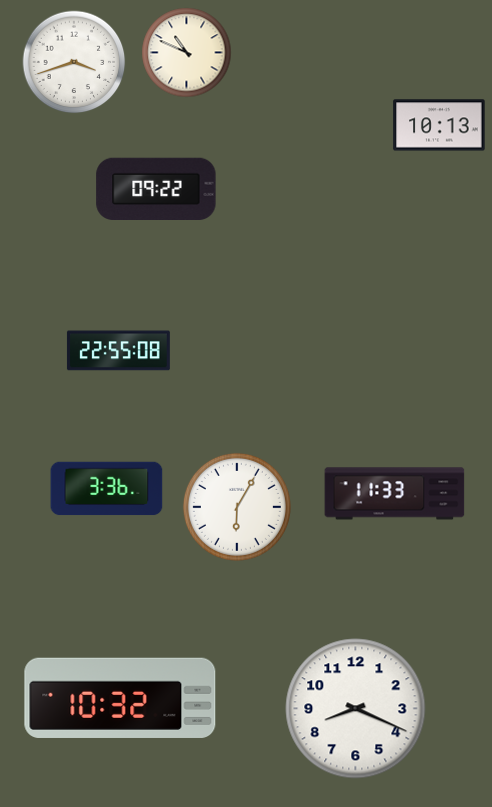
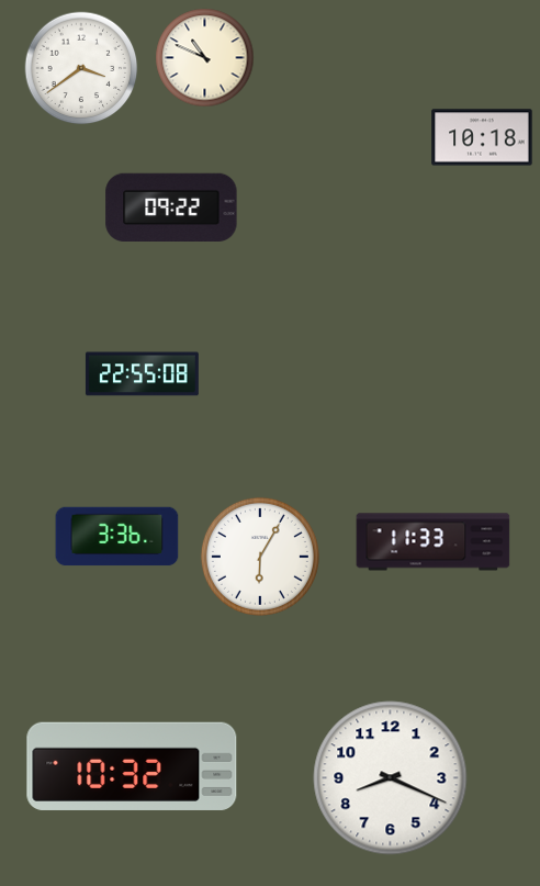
clock at (74, 62): 3:42 -> 3:39
clock at (439, 125): 10:13 -> 10:18
clock at (118, 351) position: (118, 351) -> (142, 374)
